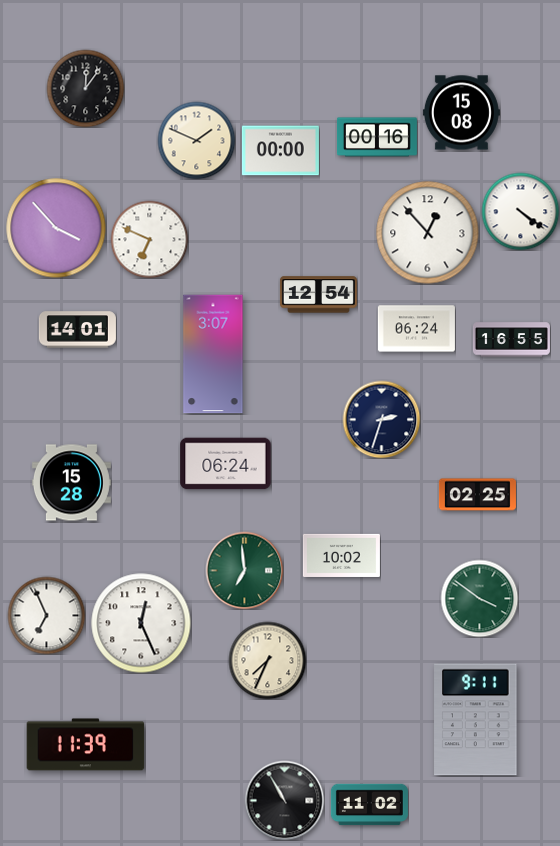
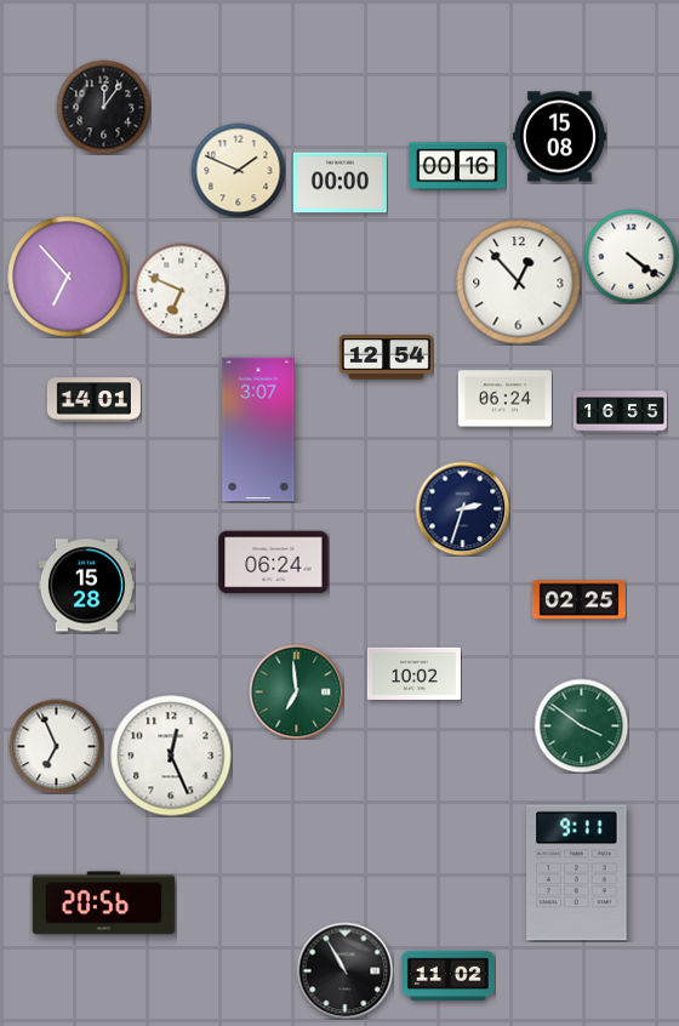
clock at (56, 228): 3:53 -> 6:53
clock at (267, 660): 7:34 -> none
clock at (86, 745): 11:39 -> 20:56
